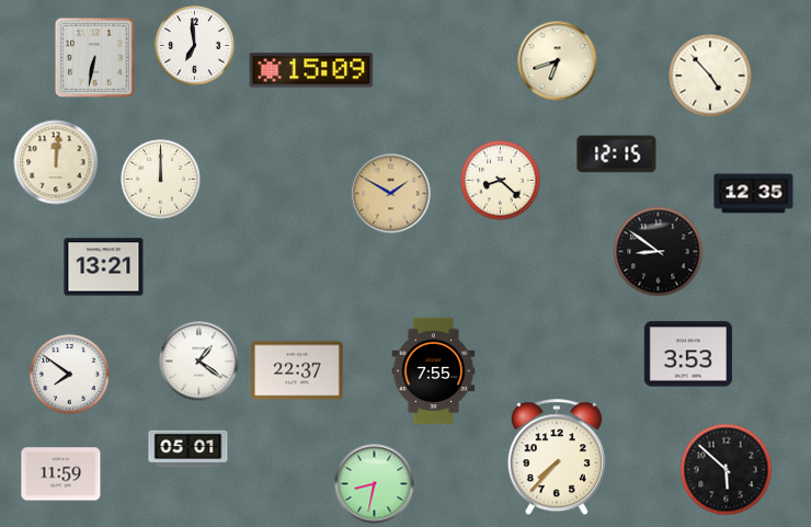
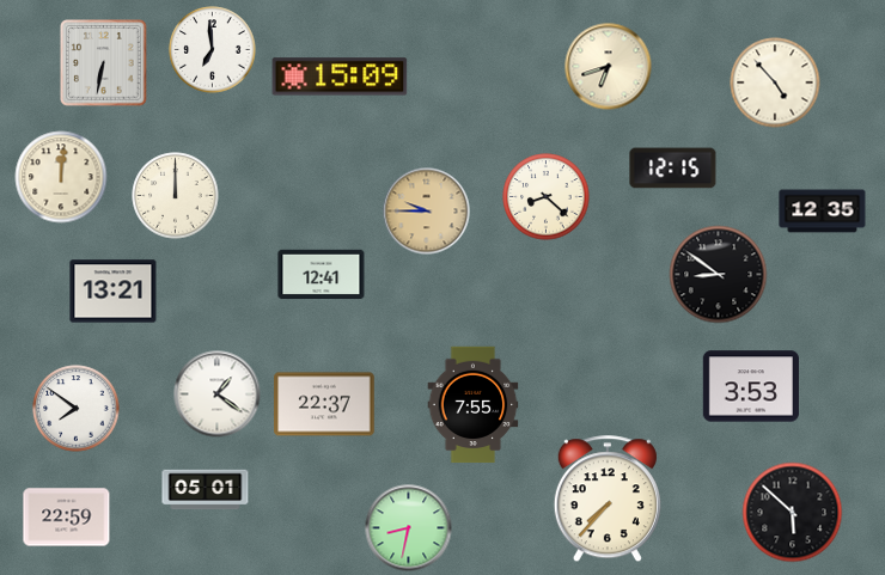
clock at (391, 194): 1:50 -> 9:45
clock at (322, 275): none -> 12:41
clock at (61, 474): 11:59 -> 22:59
